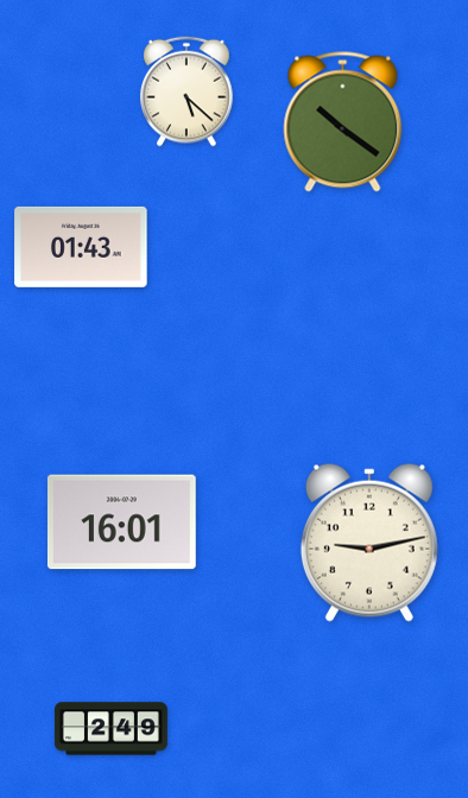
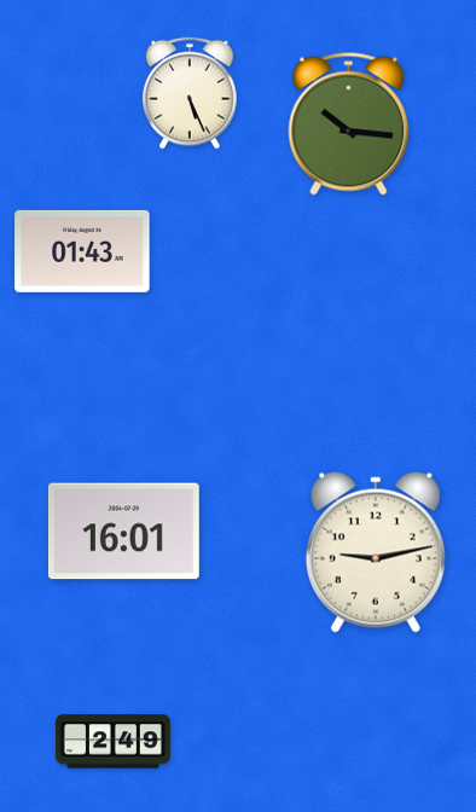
clock at (186, 91): 5:22 -> 5:26
clock at (343, 122): 10:21 -> 10:16
